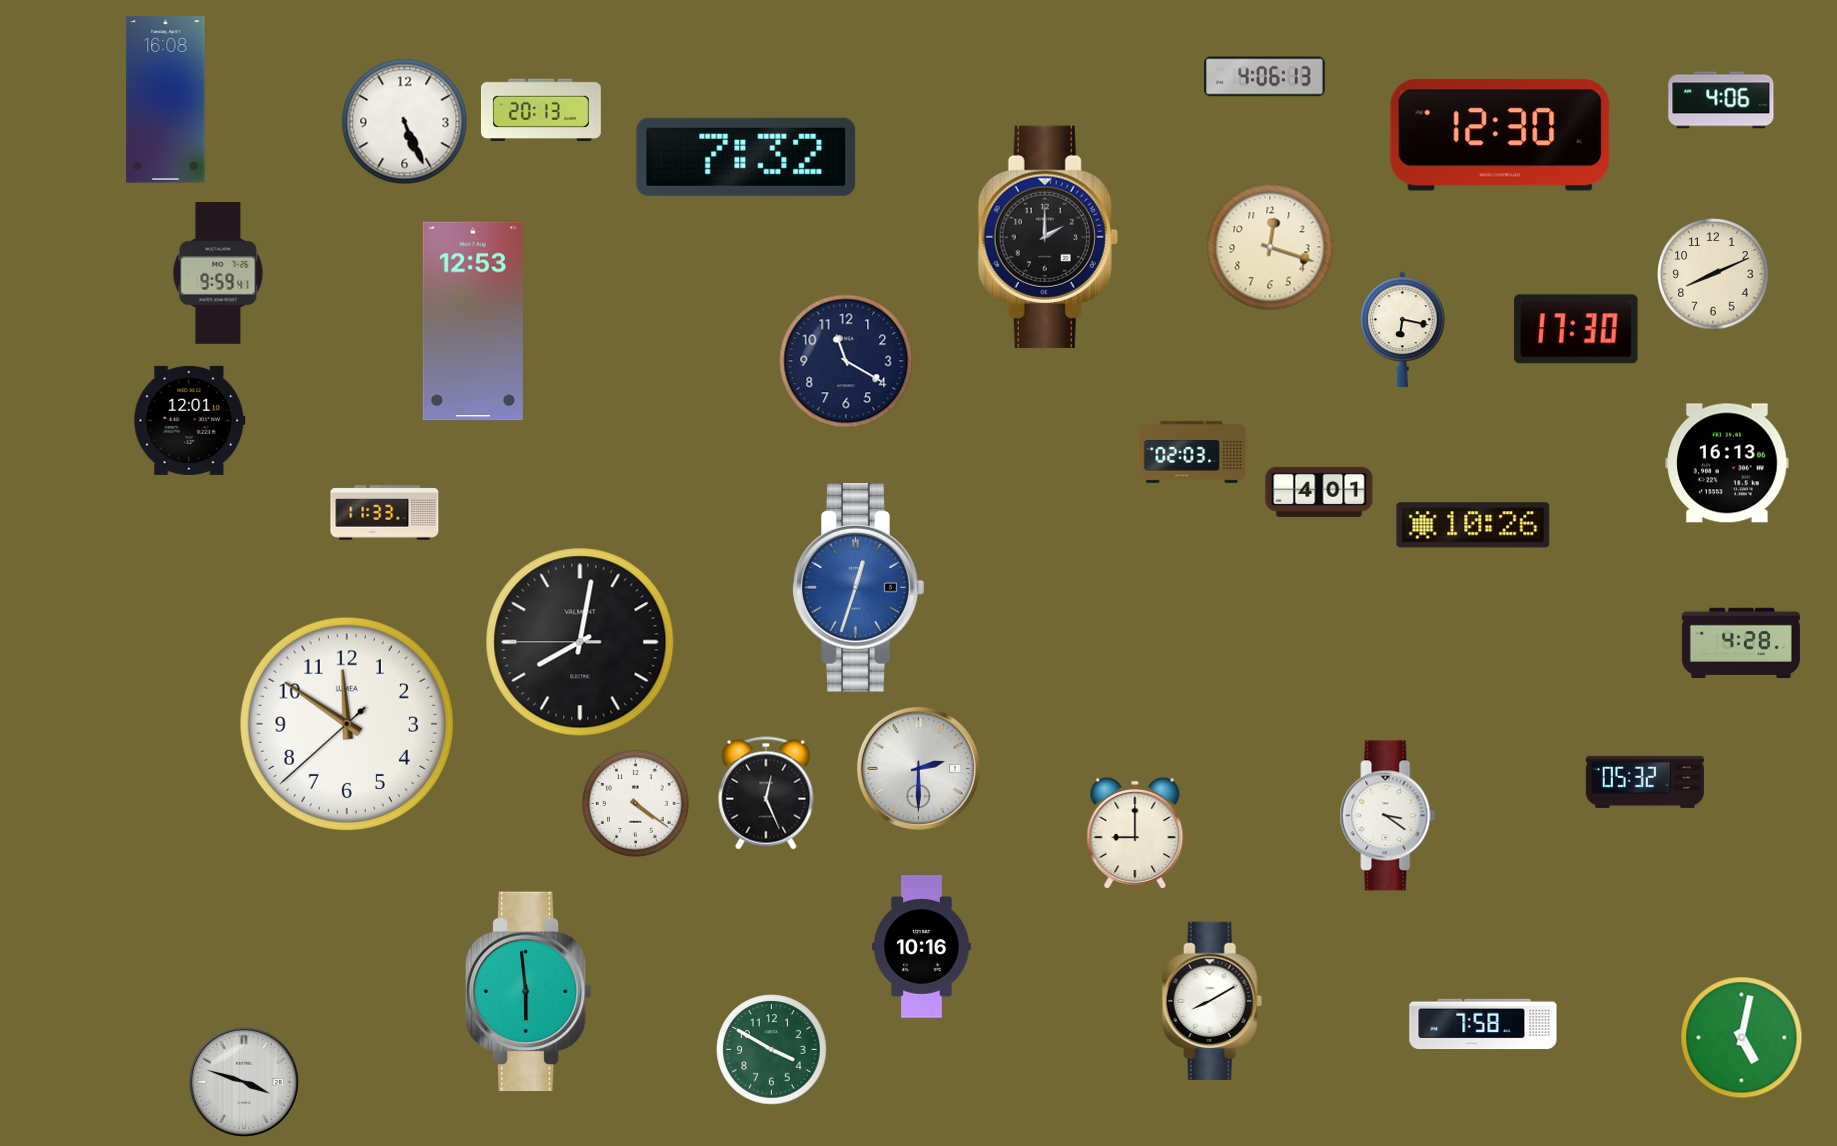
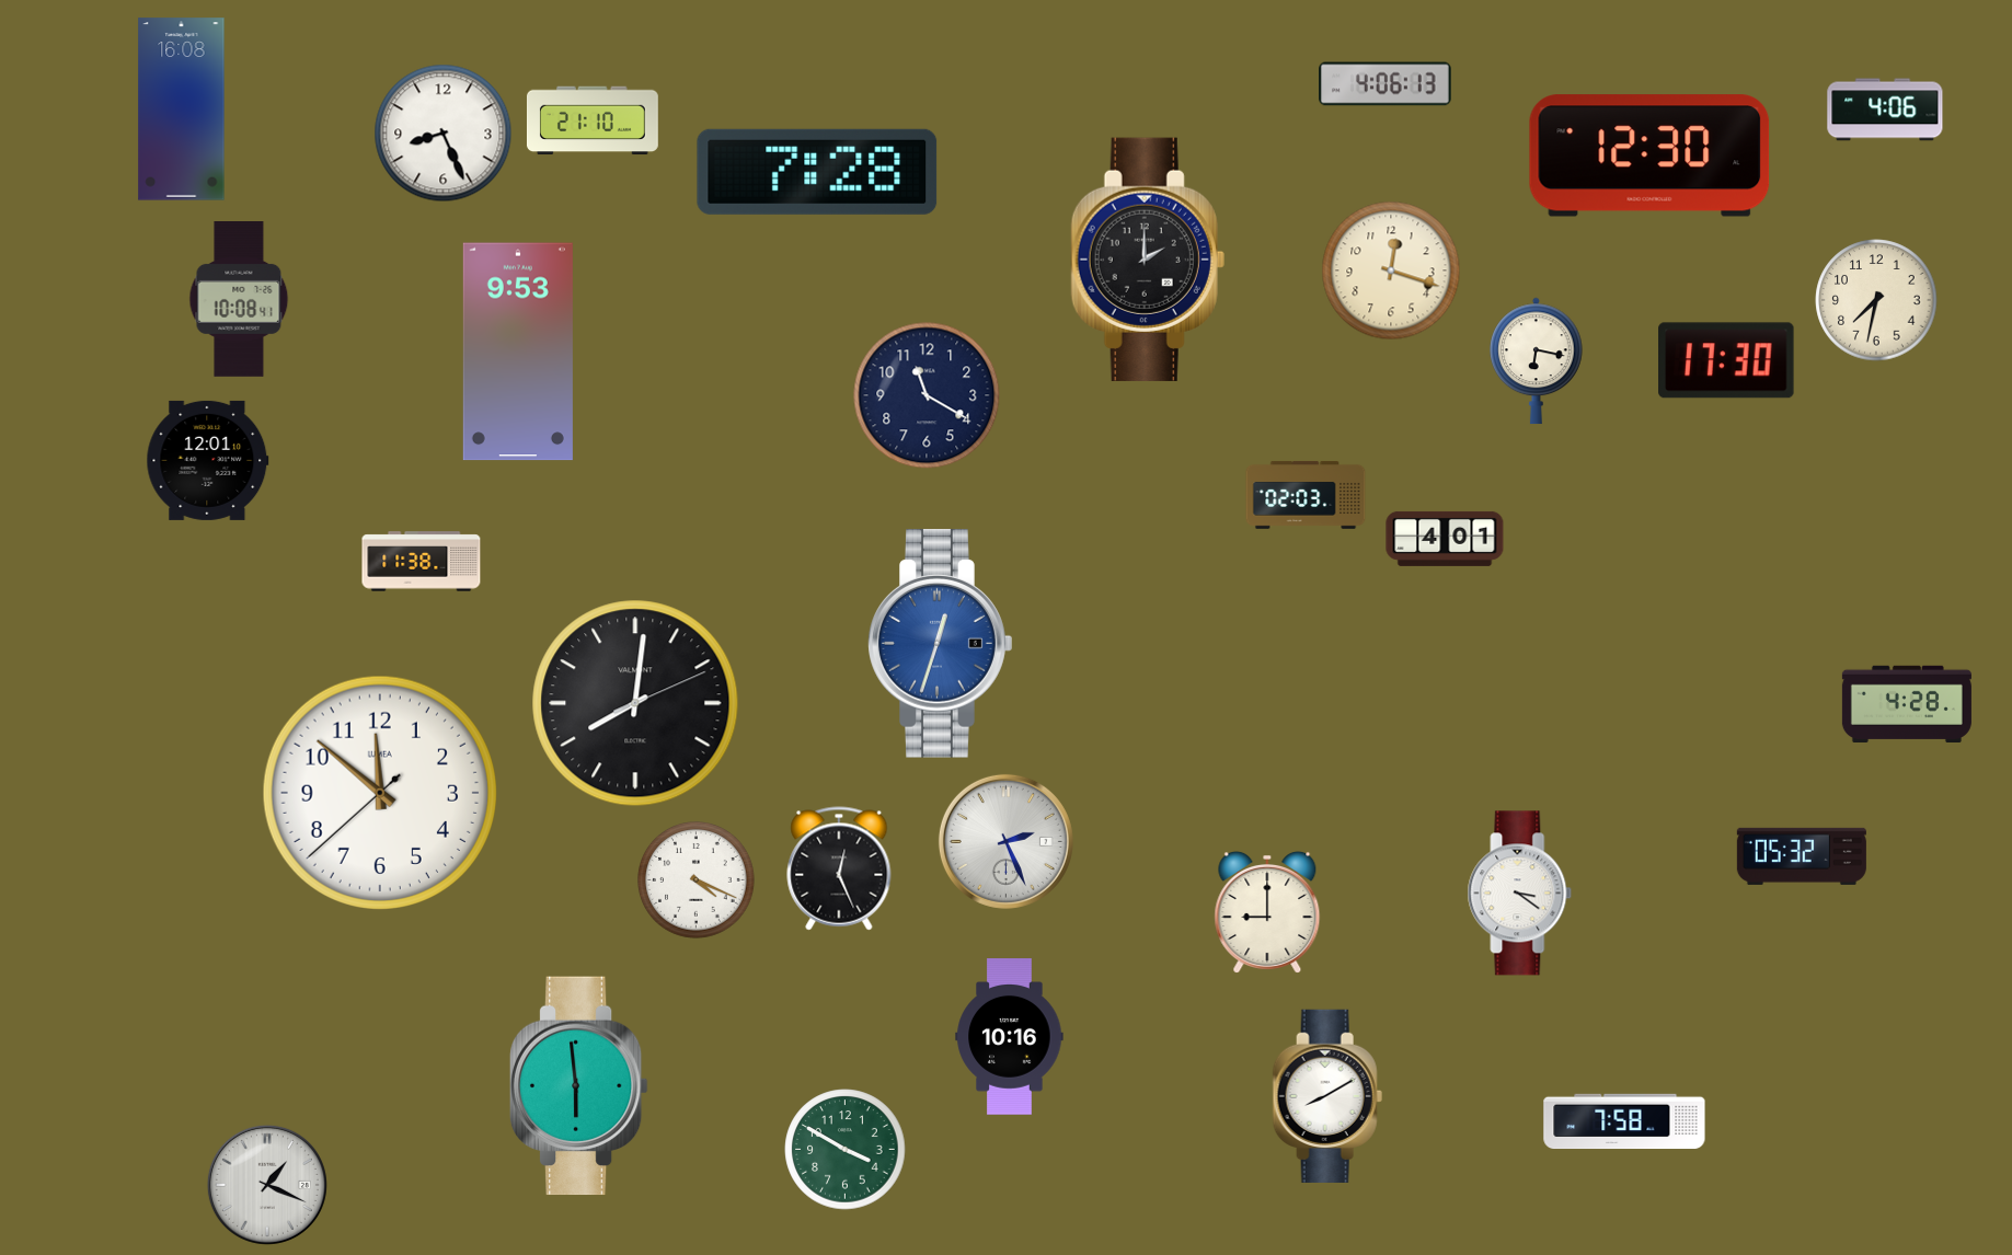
clock at (541, 110): 20:13 -> 21:10
clock at (405, 122): 5:26 -> 8:26
clock at (1500, 135) position: (1500, 135) -> (1649, 156)
clock at (746, 157): 7:32 -> 7:28
clock at (218, 274): 9:59 -> 10:08
clock at (1713, 274): 8:11 -> 7:32
clock at (473, 321): 12:53 -> 9:53
clock at (1727, 463): 16:13 -> none
clock at (385, 513): 11:33 -> 11:38
clock at (1473, 525): 10:26 -> none
clock at (580, 642): 8:01:45 -> 8:01:11
clock at (346, 723): 11:50 -> 11:51
clock at (918, 768): 2:30 -> 2:26
clock at (636, 804): 4:21 -> 4:19
clock at (1135, 833) position: (1135, 833) -> (1267, 912)
clock at (1742, 1038): 5:02 -> none
clock at (244, 1082): 3:48 -> 1:19
